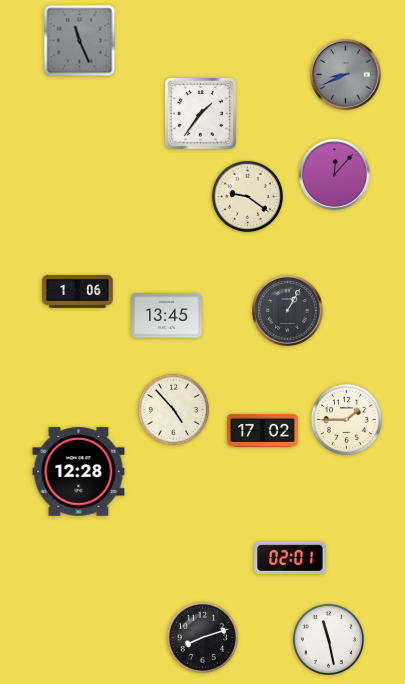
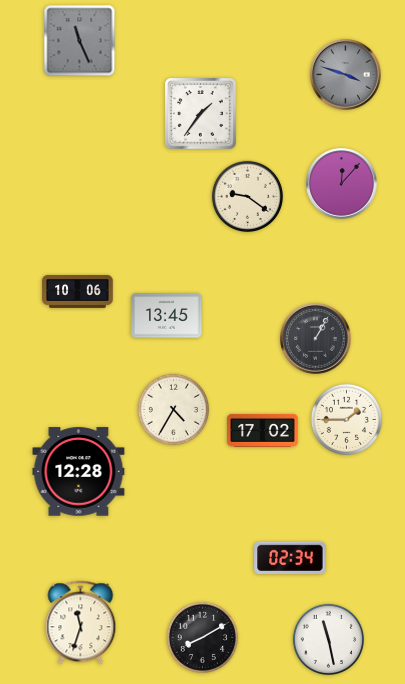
clock at (346, 75): 8:41 -> 3:48
clock at (335, 175) position: (335, 175) -> (342, 184)
clock at (78, 291): 1:06 -> 10:06
clock at (288, 311) position: (288, 311) -> (316, 339)
clock at (173, 409): 4:53 -> 4:35
clock at (290, 558): 02:01 -> 02:34
clock at (81, 623): none -> 11:33
clock at (202, 637): 8:12 -> 8:10
